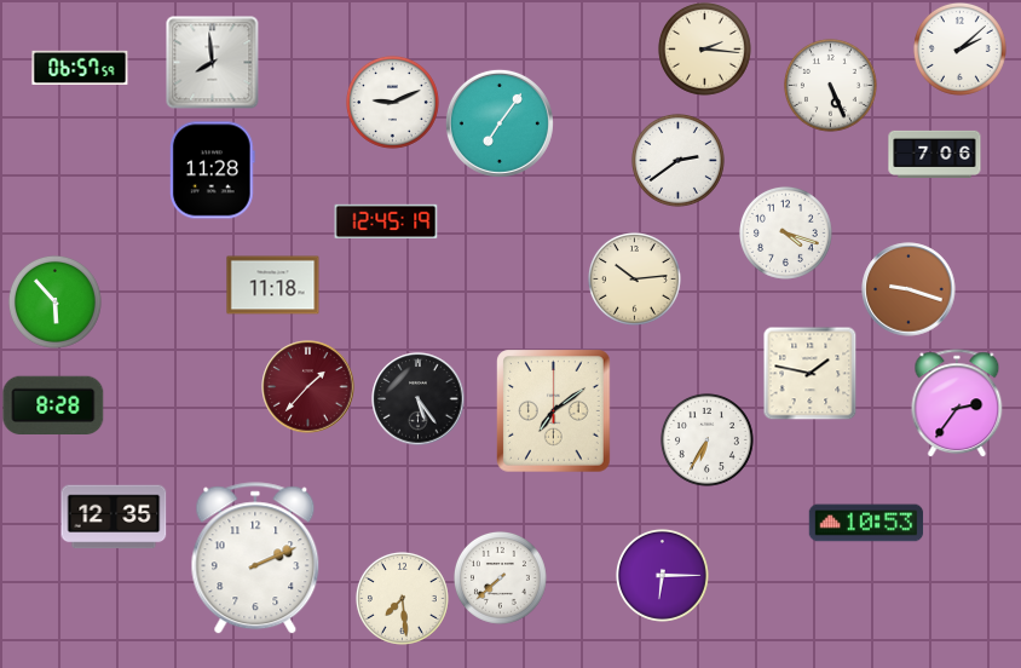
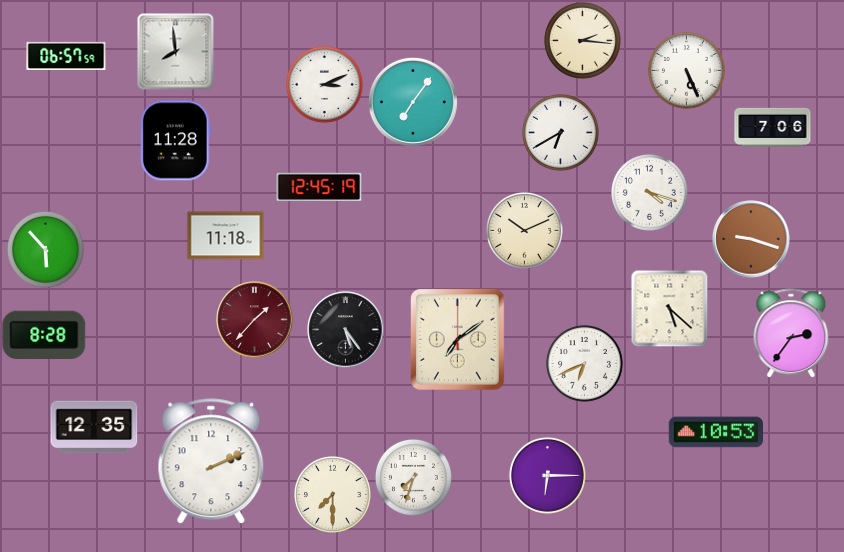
clock at (959, 48): 2:08 -> none
clock at (392, 102): 9:11 -> 3:11
clock at (677, 160): 2:39 -> 6:40
clock at (386, 221) position: (386, 221) -> (319, 187)
clock at (634, 278): 10:14 -> 10:11
clock at (809, 373): 1:47 -> 5:22
clock at (706, 439): 6:35 -> 6:41
clock at (500, 577): 7:38 -> 7:33
clock at (402, 598): 7:29 -> 7:30
